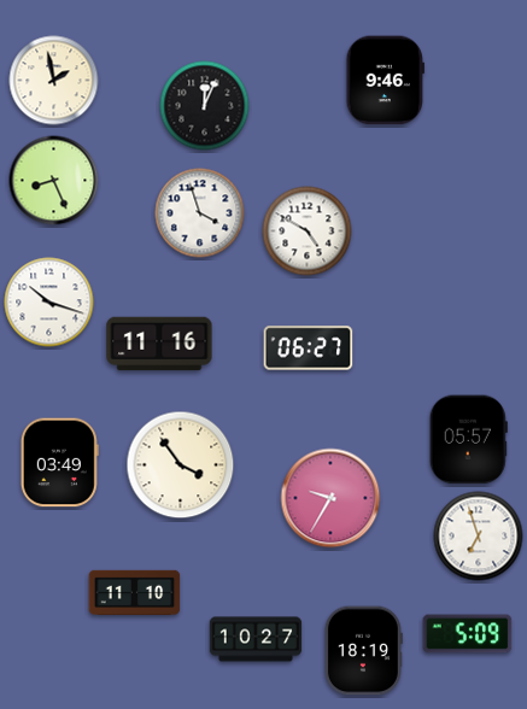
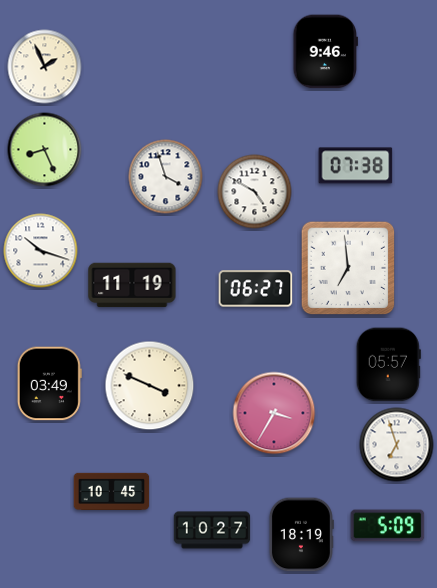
clock at (54, 81): 1:58 -> 1:56
clock at (385, 81) position: (385, 81) -> (325, 52)
clock at (205, 106): 12:04 -> none
clock at (356, 166): none -> 07:38
clock at (348, 268): none -> 6:59
clock at (159, 344): 11:16 -> 11:19
clock at (181, 465): 3:54 -> 3:49
clock at (330, 498): 9:35 -> 3:35
clock at (135, 592): 11:10 -> 10:45
clock at (363, 651) position: (363, 651) -> (301, 535)
